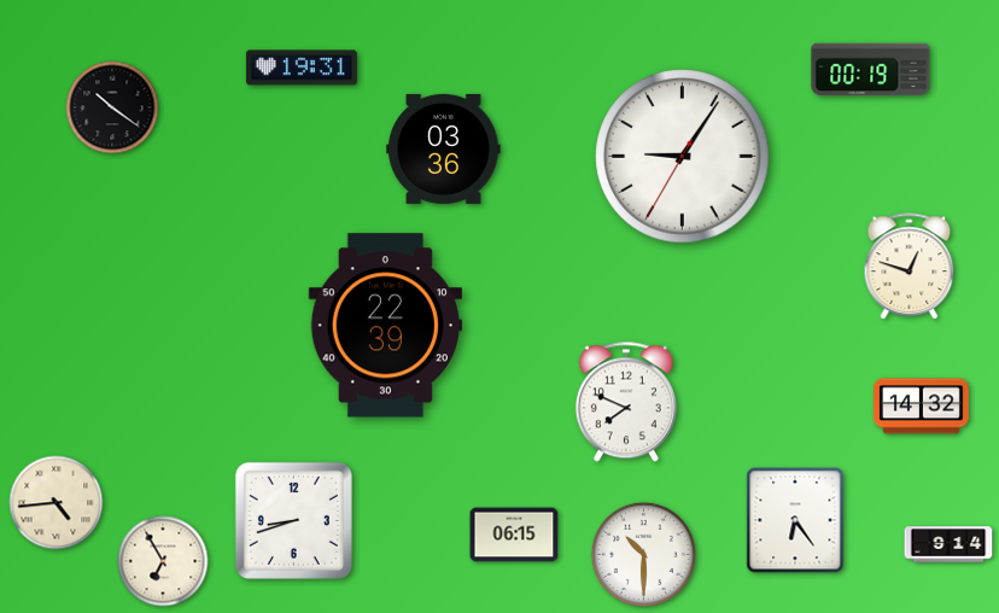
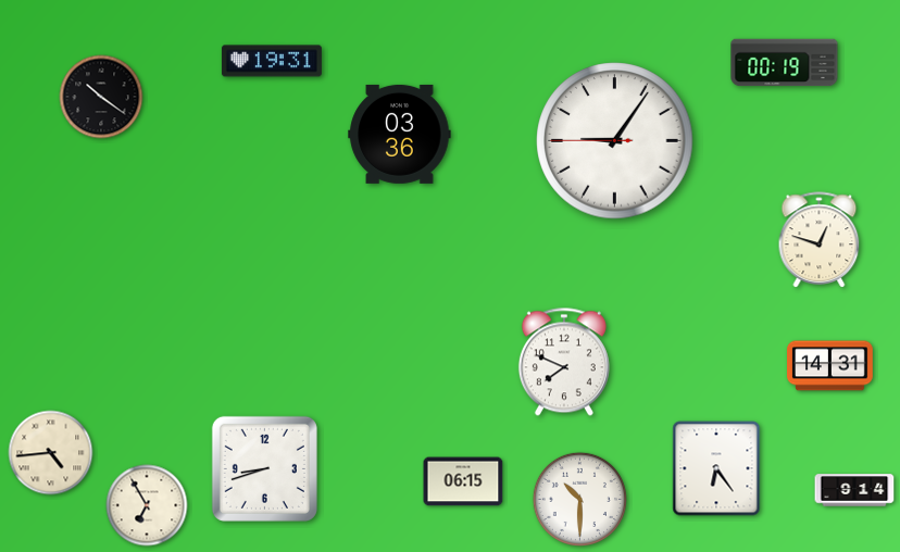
clock at (683, 157): 9:05:35 -> 9:05:45
clock at (385, 326): 22:39 -> none
clock at (922, 407): 14:32 -> 14:31
